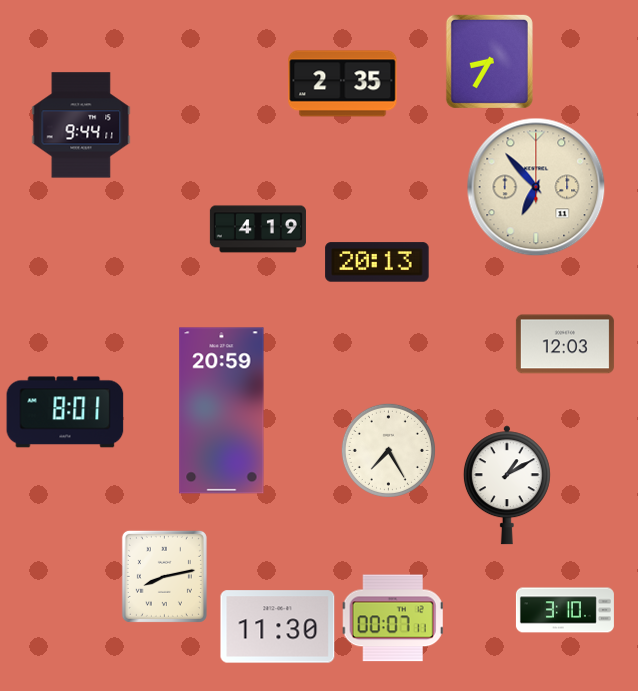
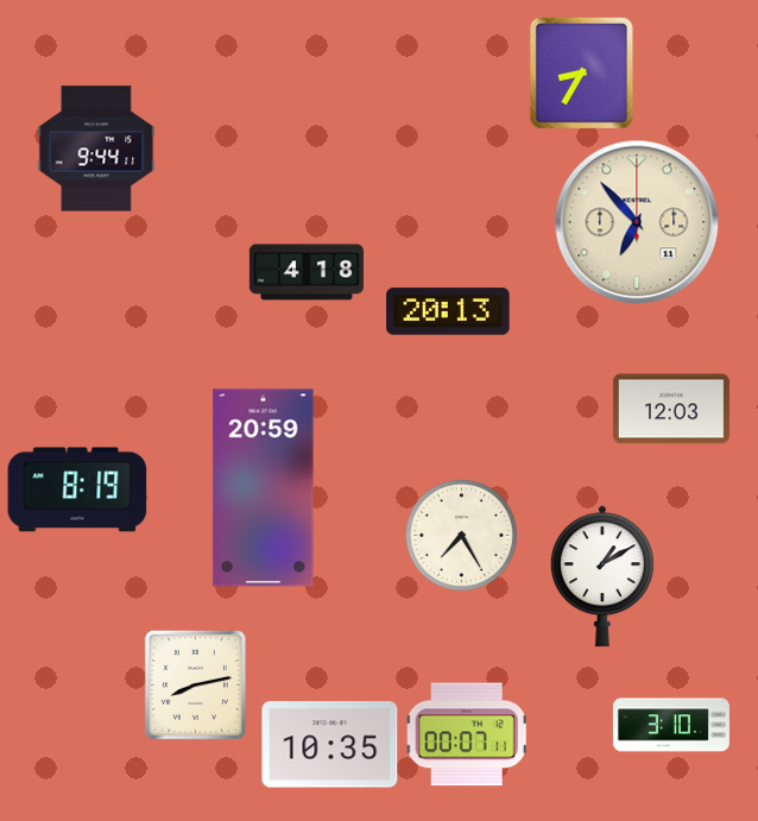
clock at (343, 84): 2:35 -> none
clock at (258, 229): 4:19 -> 4:18
clock at (65, 412): 8:01 -> 8:19
clock at (278, 627): 11:30 -> 10:35
